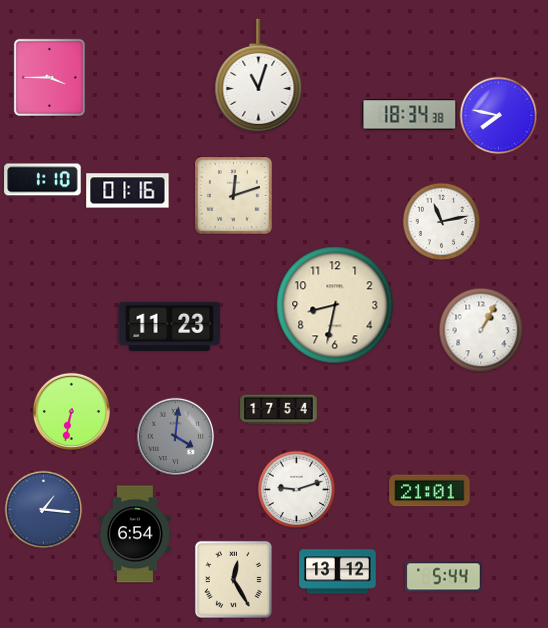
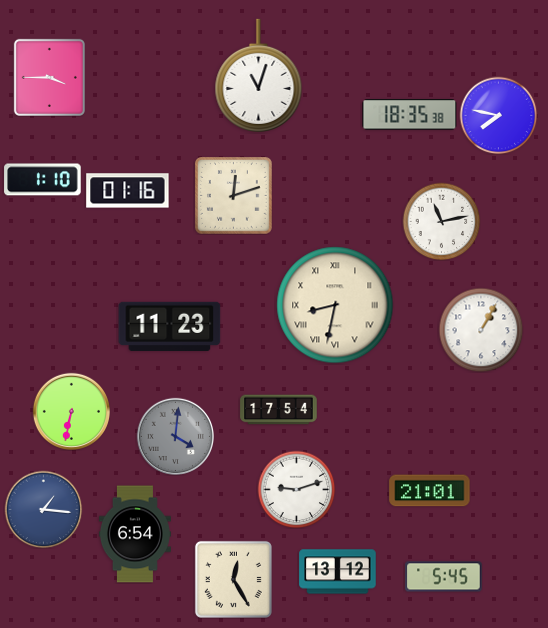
clock at (410, 115): 18:34 -> 18:35
clock at (335, 305) numerals: Arabic -> Roman
clock at (444, 577): 5:44 -> 5:45
